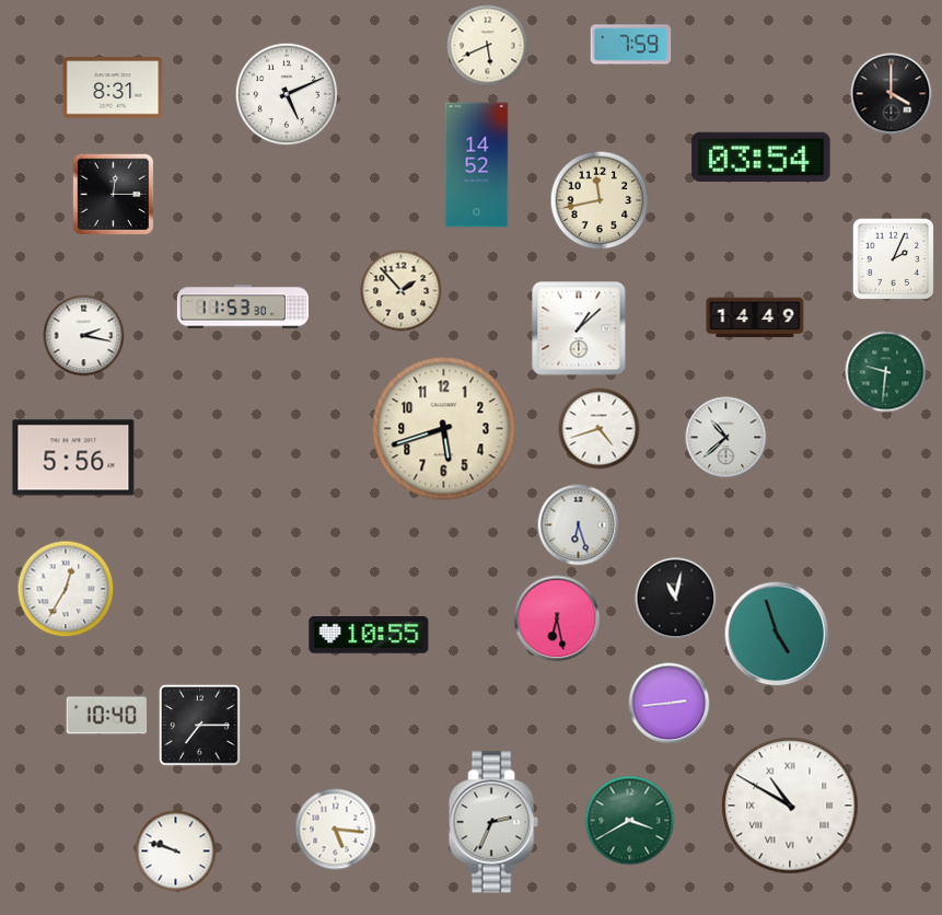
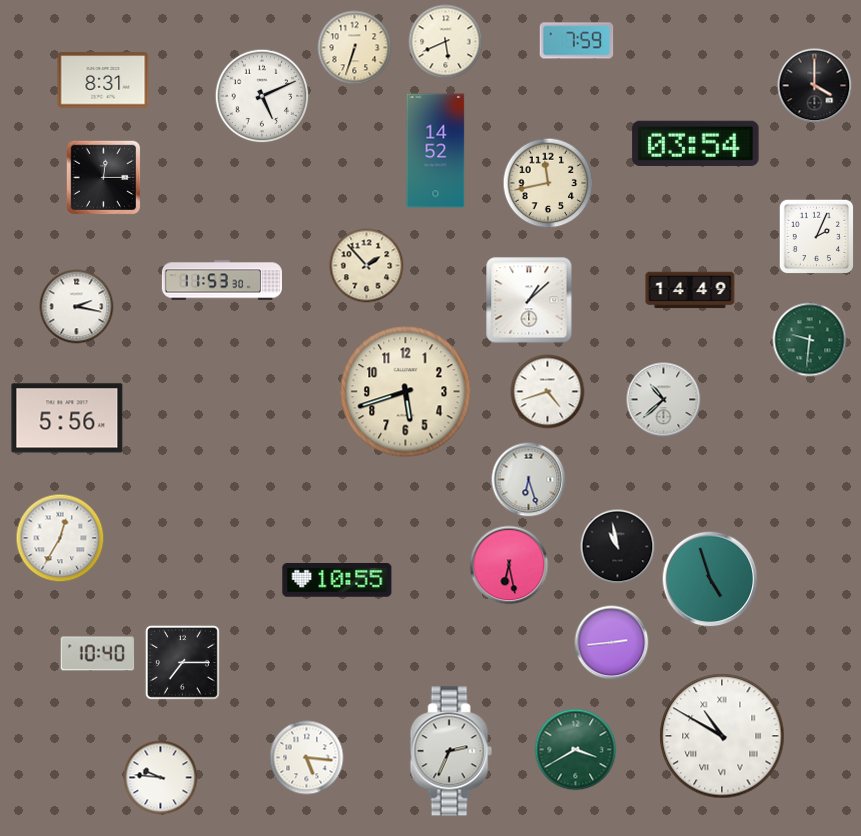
clock at (355, 48): none -> 6:33
clock at (287, 94) position: (287, 94) -> (262, 96)
clock at (676, 599): 11:02 -> 10:58
clock at (176, 852): 9:48 -> 9:46
